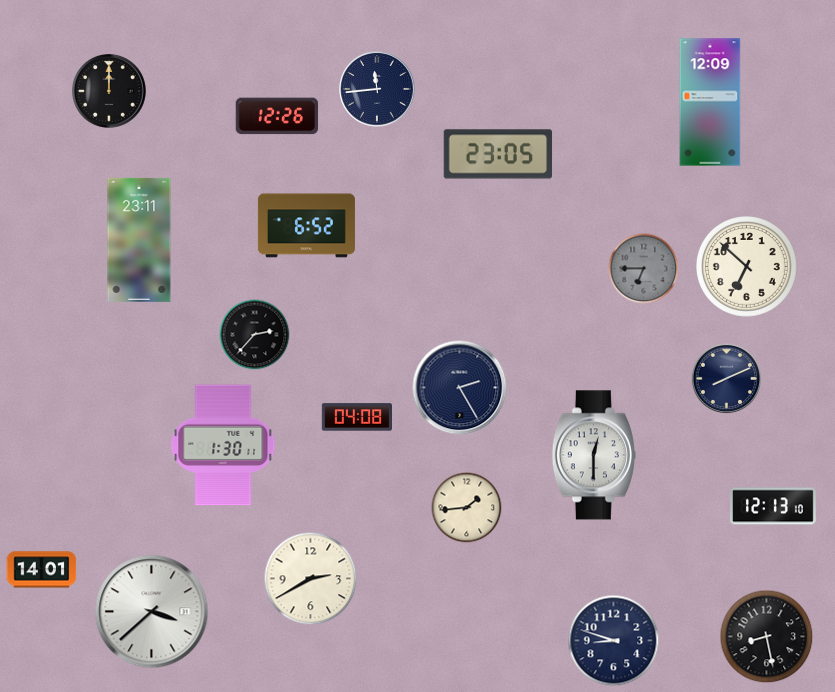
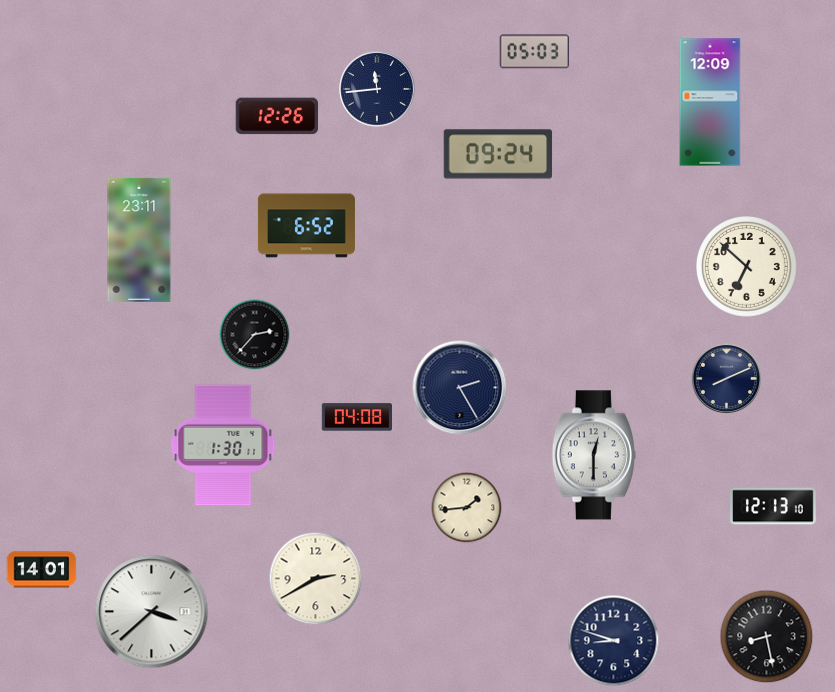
clock at (535, 52): none -> 05:03
clock at (109, 91): 12:00 -> none
clock at (498, 154): 23:05 -> 09:24
clock at (644, 269): 6:45 -> none
clock at (311, 579) position: (311, 579) -> (316, 579)
